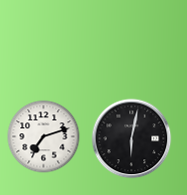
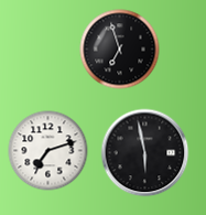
clock at (120, 50): none -> 6:57
clock at (132, 139): 6:02 -> 5:58
